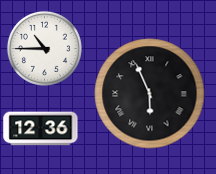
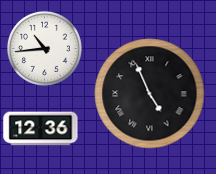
clock at (44, 48): 10:45 -> 10:44
clock at (150, 94): 5:56 -> 4:56
